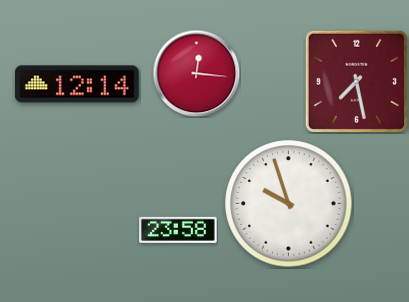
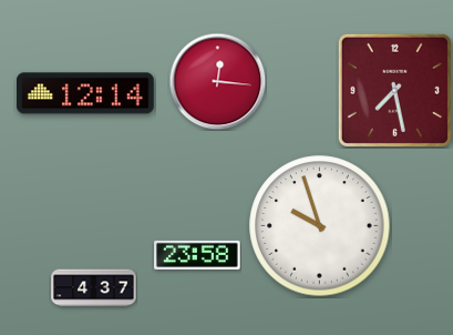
clock at (94, 288): none -> 4:37
